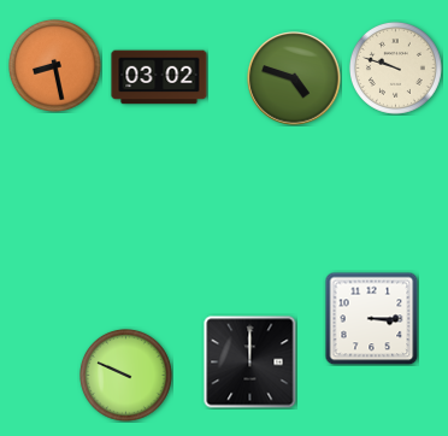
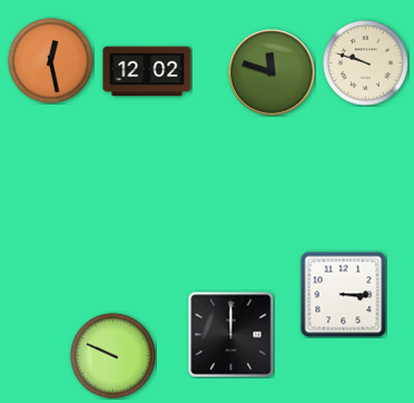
clock at (54, 65): 8:28 -> 12:28
clock at (159, 77): 03:02 -> 12:02
clock at (294, 78): 4:48 -> 11:48
clock at (125, 375) position: (125, 375) -> (112, 355)
